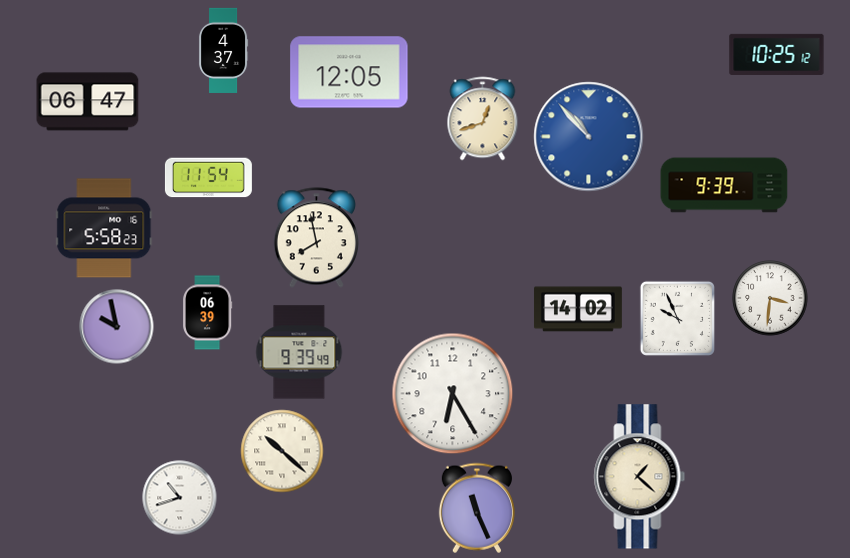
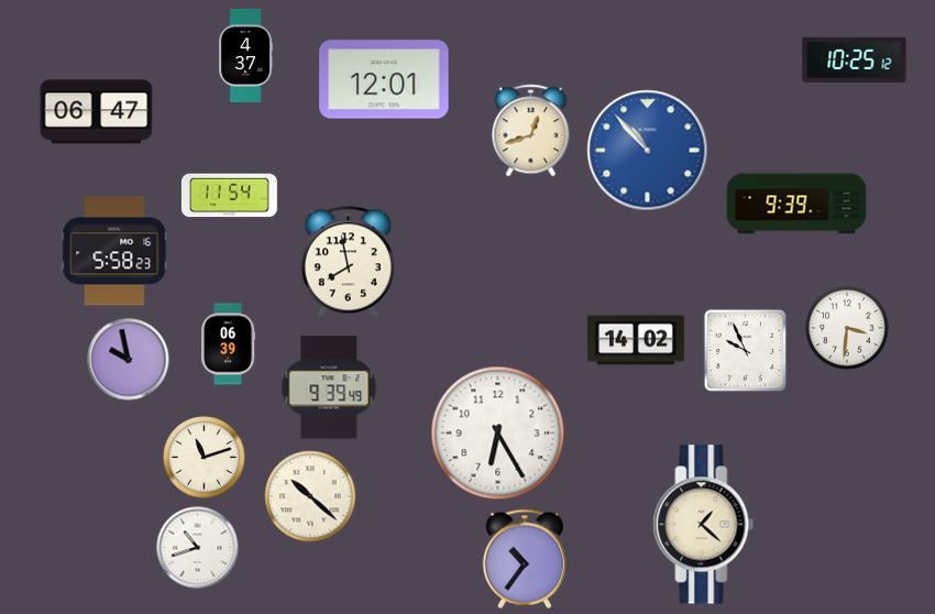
clock at (349, 72): 12:05 -> 12:01
clock at (205, 458): none -> 11:12
clock at (477, 508): 11:26 -> 10:36
